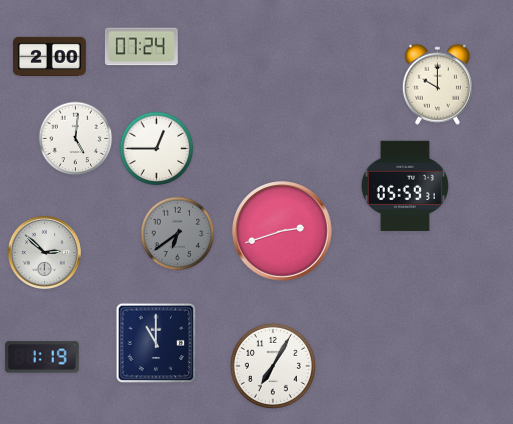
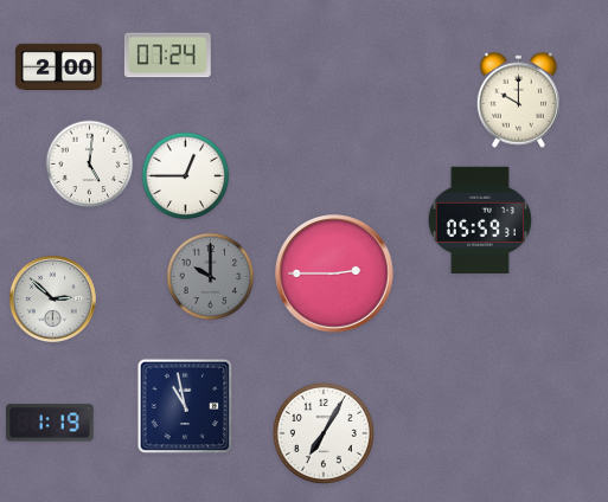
clock at (282, 231): 2:42 -> 2:45
clock at (178, 234): 6:39 -> 10:00
clock at (156, 343): 11:00 -> 10:58
